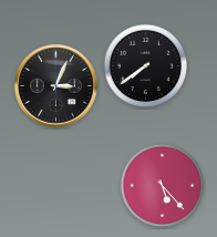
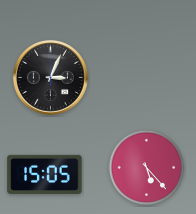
clock at (146, 66): 7:39 -> none
clock at (45, 174): none -> 15:05
